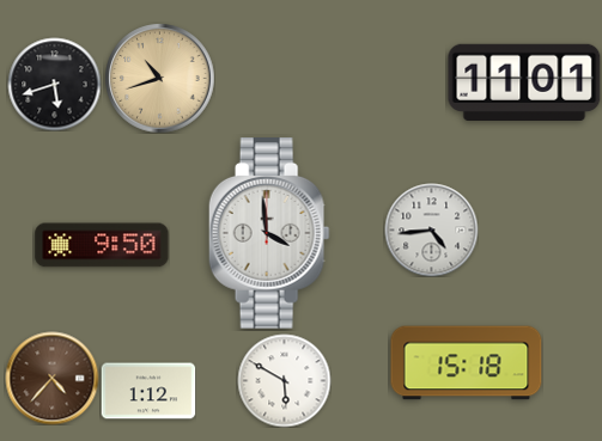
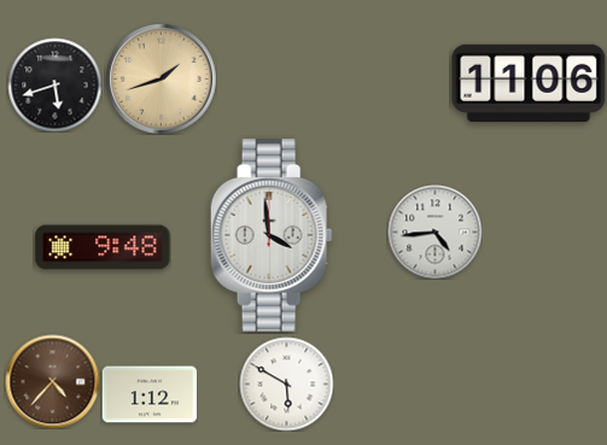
clock at (159, 78): 10:42 -> 1:42
clock at (524, 81): 11:01 -> 11:06
clock at (102, 245): 9:50 -> 9:48
clock at (467, 363): 15:18 -> none
